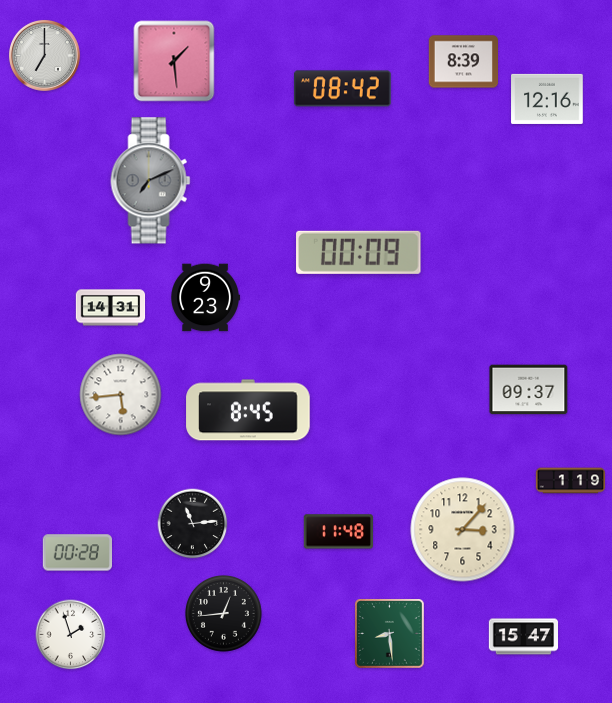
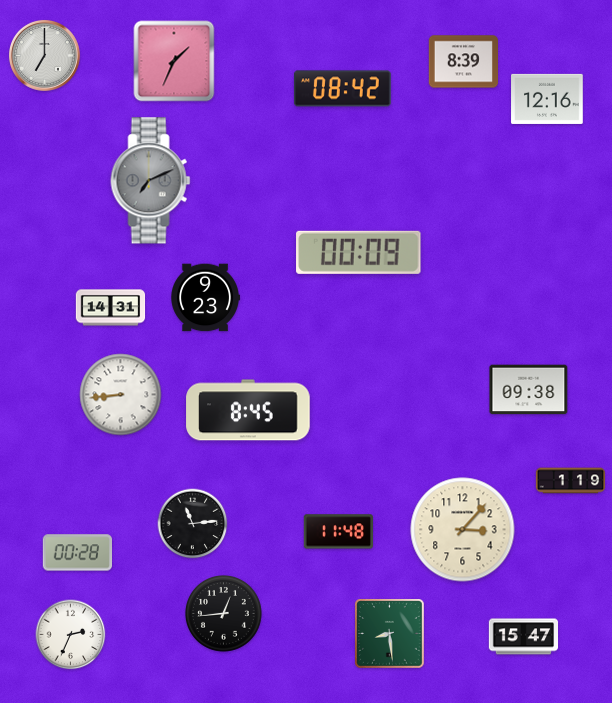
clock at (174, 61): 1:29 -> 1:34
clock at (529, 390): 09:37 -> 09:38
clock at (121, 395): 5:44 -> 8:44
clock at (71, 635): 1:57 -> 2:34
